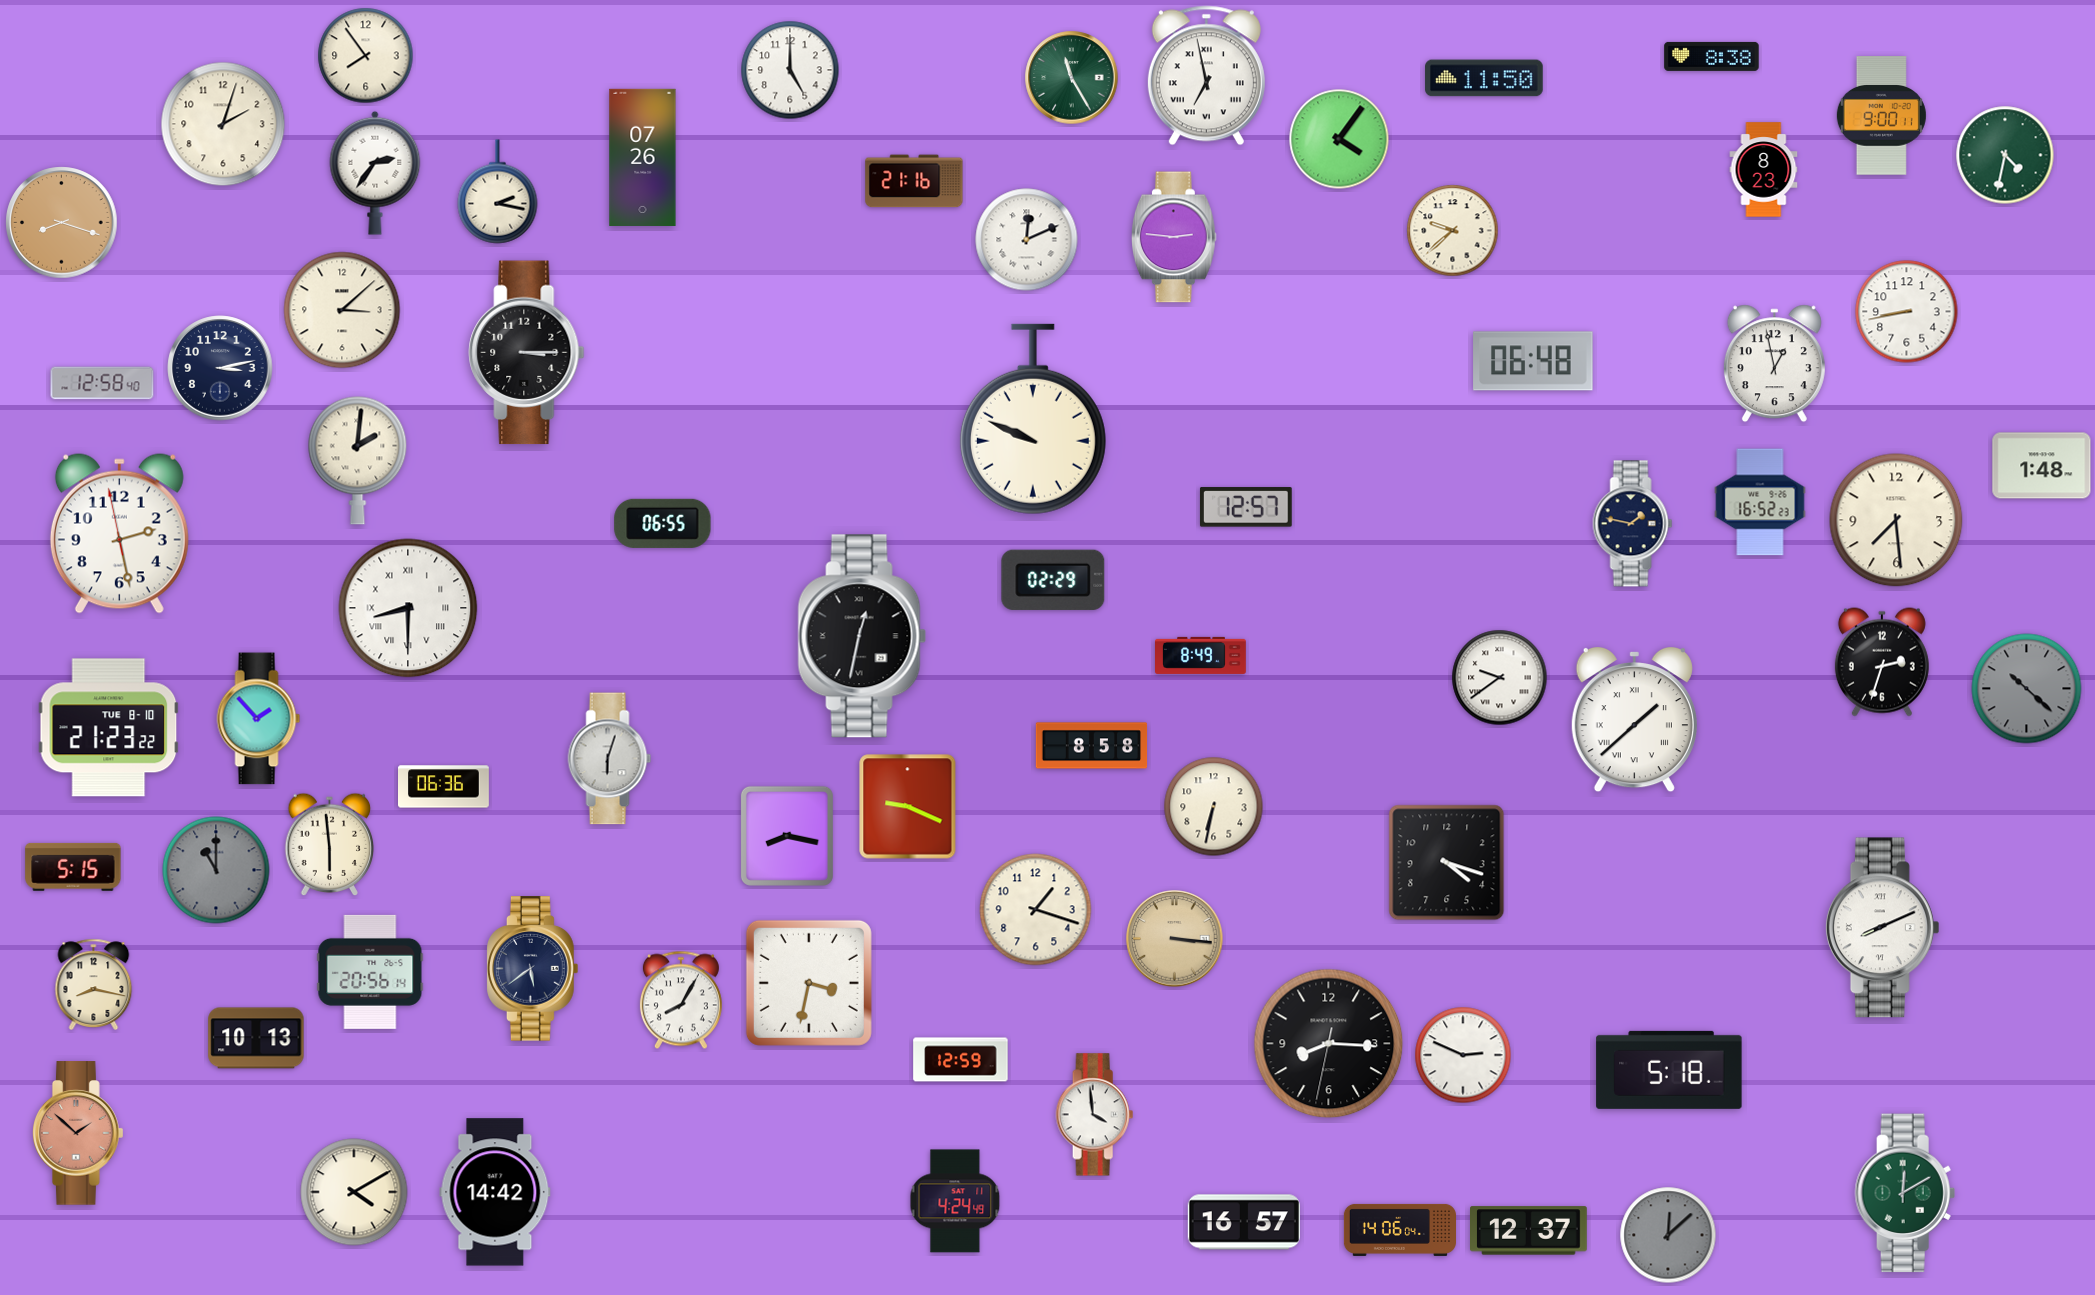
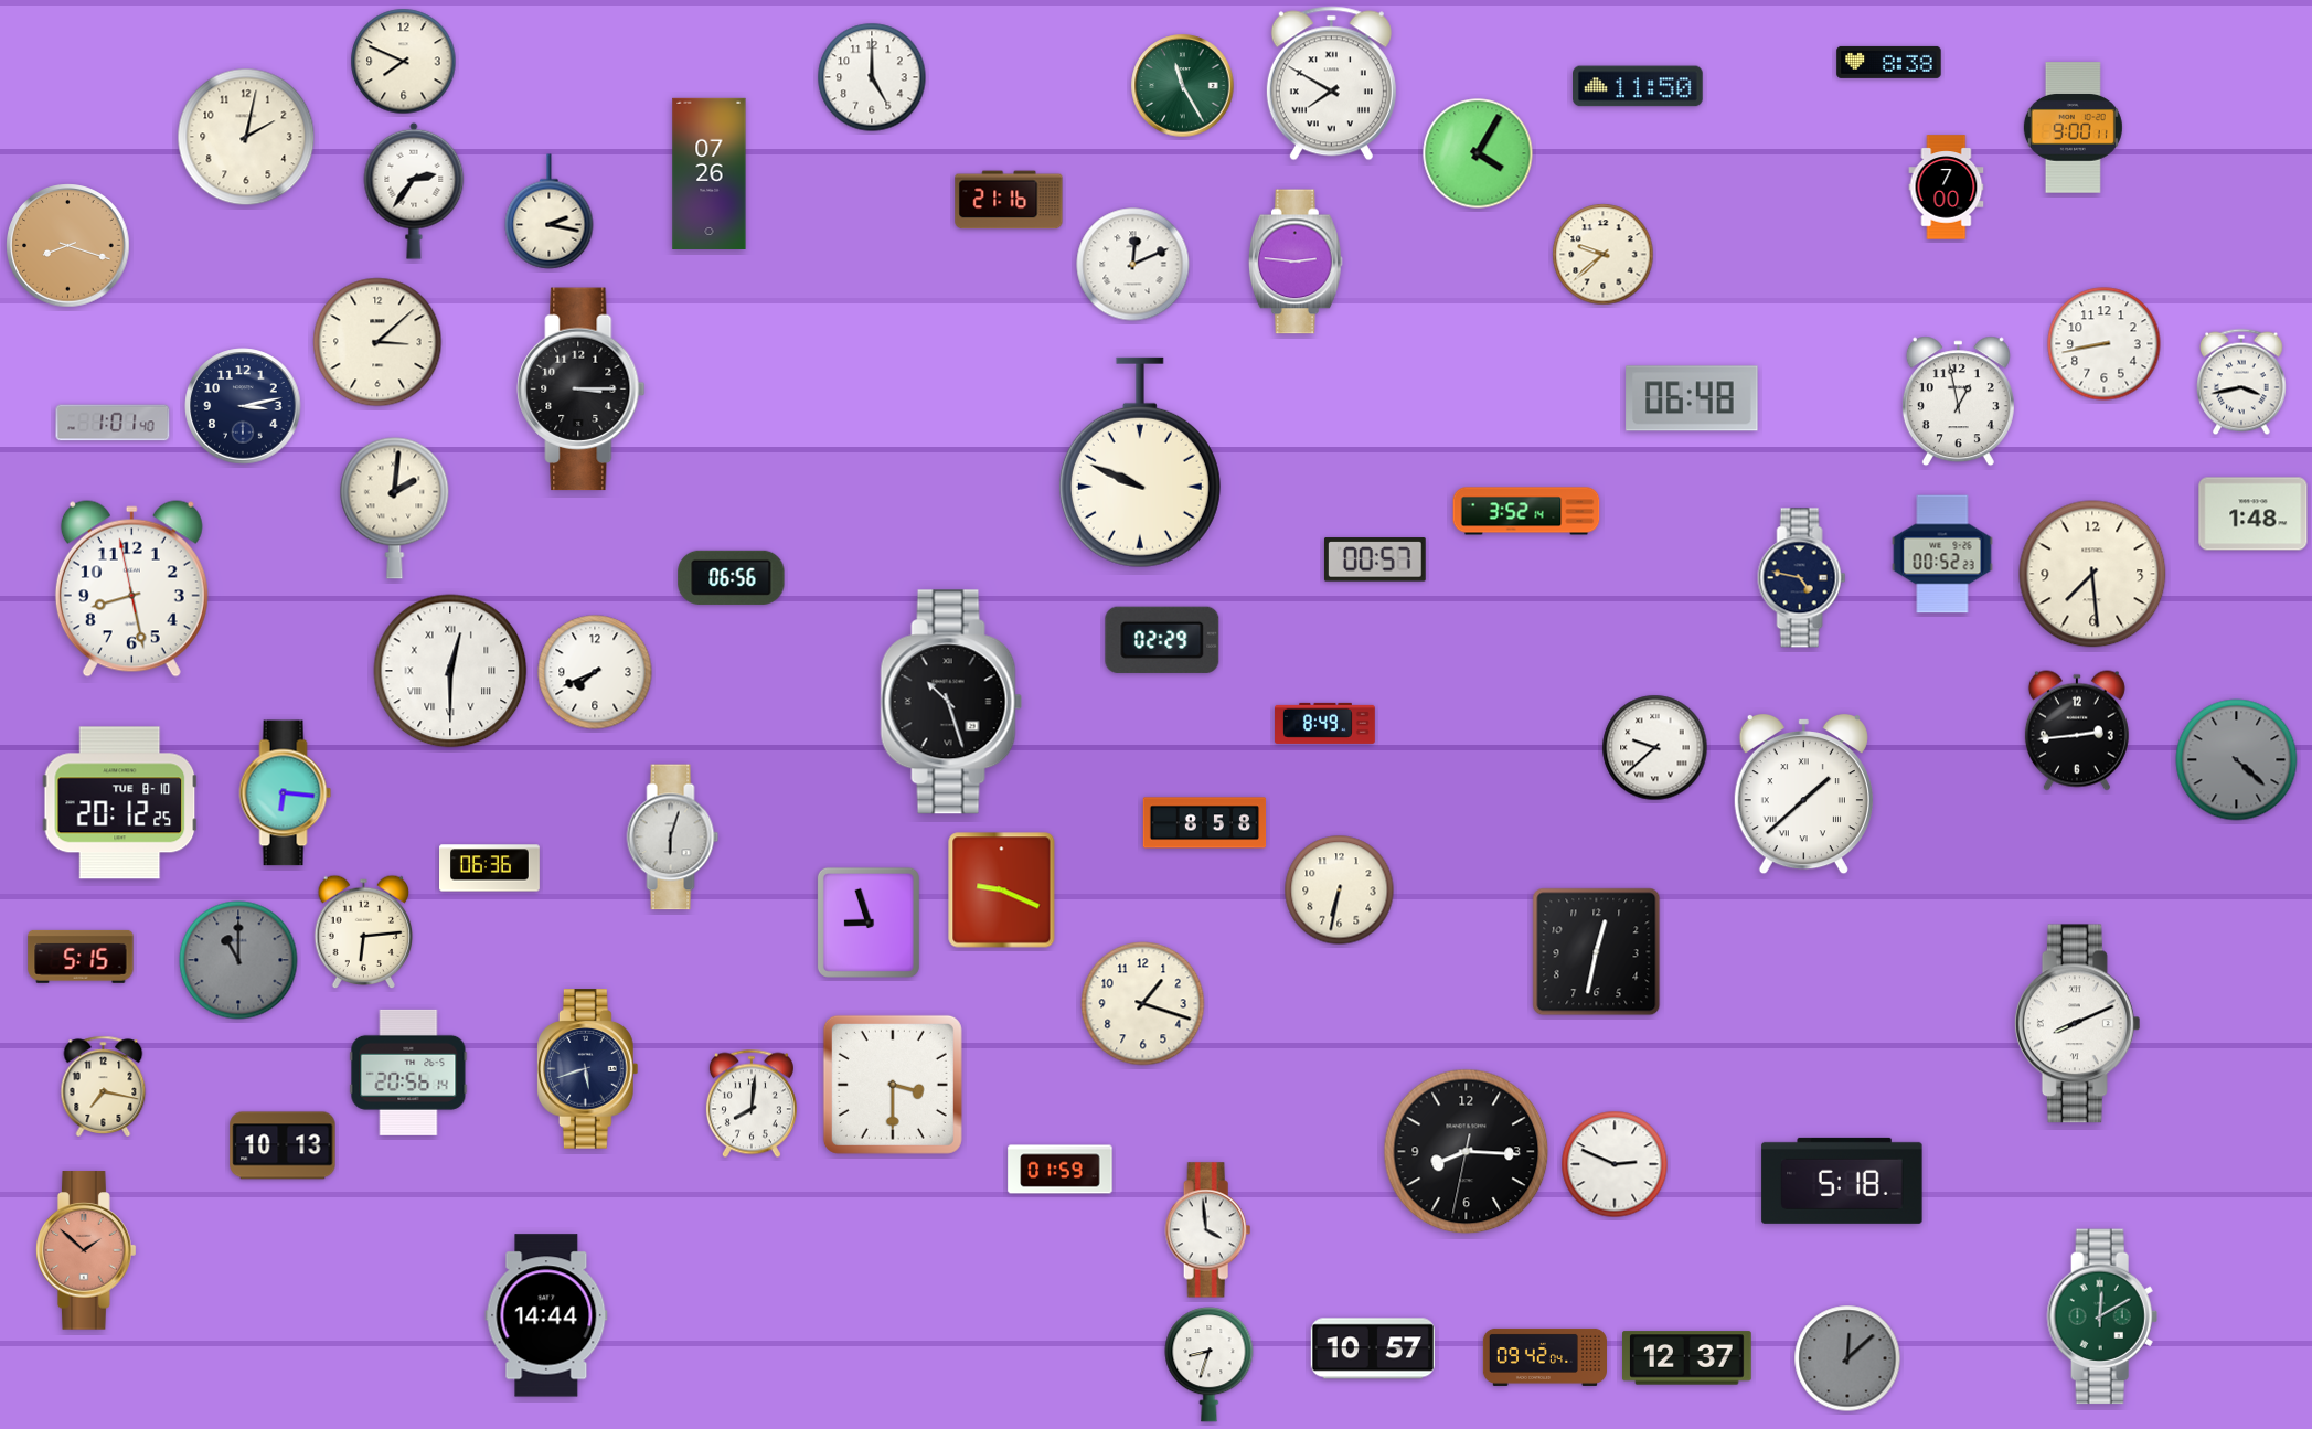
clock at (366, 56): 7:54 -> 7:49
clock at (1206, 76): 6:58 -> 7:50
clock at (1881, 116) position: (1881, 116) -> (2073, 128)
clock at (223, 124): 2:03 -> 2:02
clock at (1339, 139): 4:06 -> 4:05
clock at (2005, 155): 4:32 -> none
clock at (1764, 170): 8:23 -> 7:00
clock at (2241, 382): none -> 3:43
clock at (102, 383): 12:58 -> 1:01
clock at (1526, 511): none -> 3:52
clock at (1760, 502): 16:52 -> 00:52
clock at (1246, 507): 12:57 -> 00:57
clock at (663, 523): 06:55 -> 06:56
clock at (1633, 524): 1:47 -> 4:47
clock at (119, 534): 2:27 -> 8:27
clock at (408, 608): 8:30 -> 12:30
clock at (595, 672): none -> 7:41
clock at (862, 636): 12:32 -> 10:27
clock at (1882, 662): 2:33 -> 2:44
clock at (1500, 678): 9:39 -> 9:38
clock at (2027, 689): 10:22 -> 4:22
clock at (259, 719): 1:53 -> 6:16
clock at (109, 728): 21:23 -> 20:12
clock at (787, 836): 8:17 -> 8:57
clock at (330, 845): 5:59 -> 6:14
clock at (1447, 863): 4:18 -> 12:32
clock at (1175, 939): 3:16 -> none
clock at (533, 969): 5:39 -> 5:42
clock at (809, 983): 3:32 -> 3:30
clock at (94, 984): 8:17 -> 7:17
clock at (681, 1000): 8:05 -> 8:01
clock at (961, 1060): 12:59 -> 01:59
clock at (354, 1192): 4:10 -> none
clock at (495, 1192): 14:42 -> 14:44
clock at (955, 1201): 4:24 -> none
clock at (1244, 1222): 16:57 -> 10:57
clock at (1399, 1230): 14:06 -> 09:42
clock at (1668, 1235) position: (1668, 1235) -> (1847, 1358)
clock at (1210, 1365): none -> 8:33
